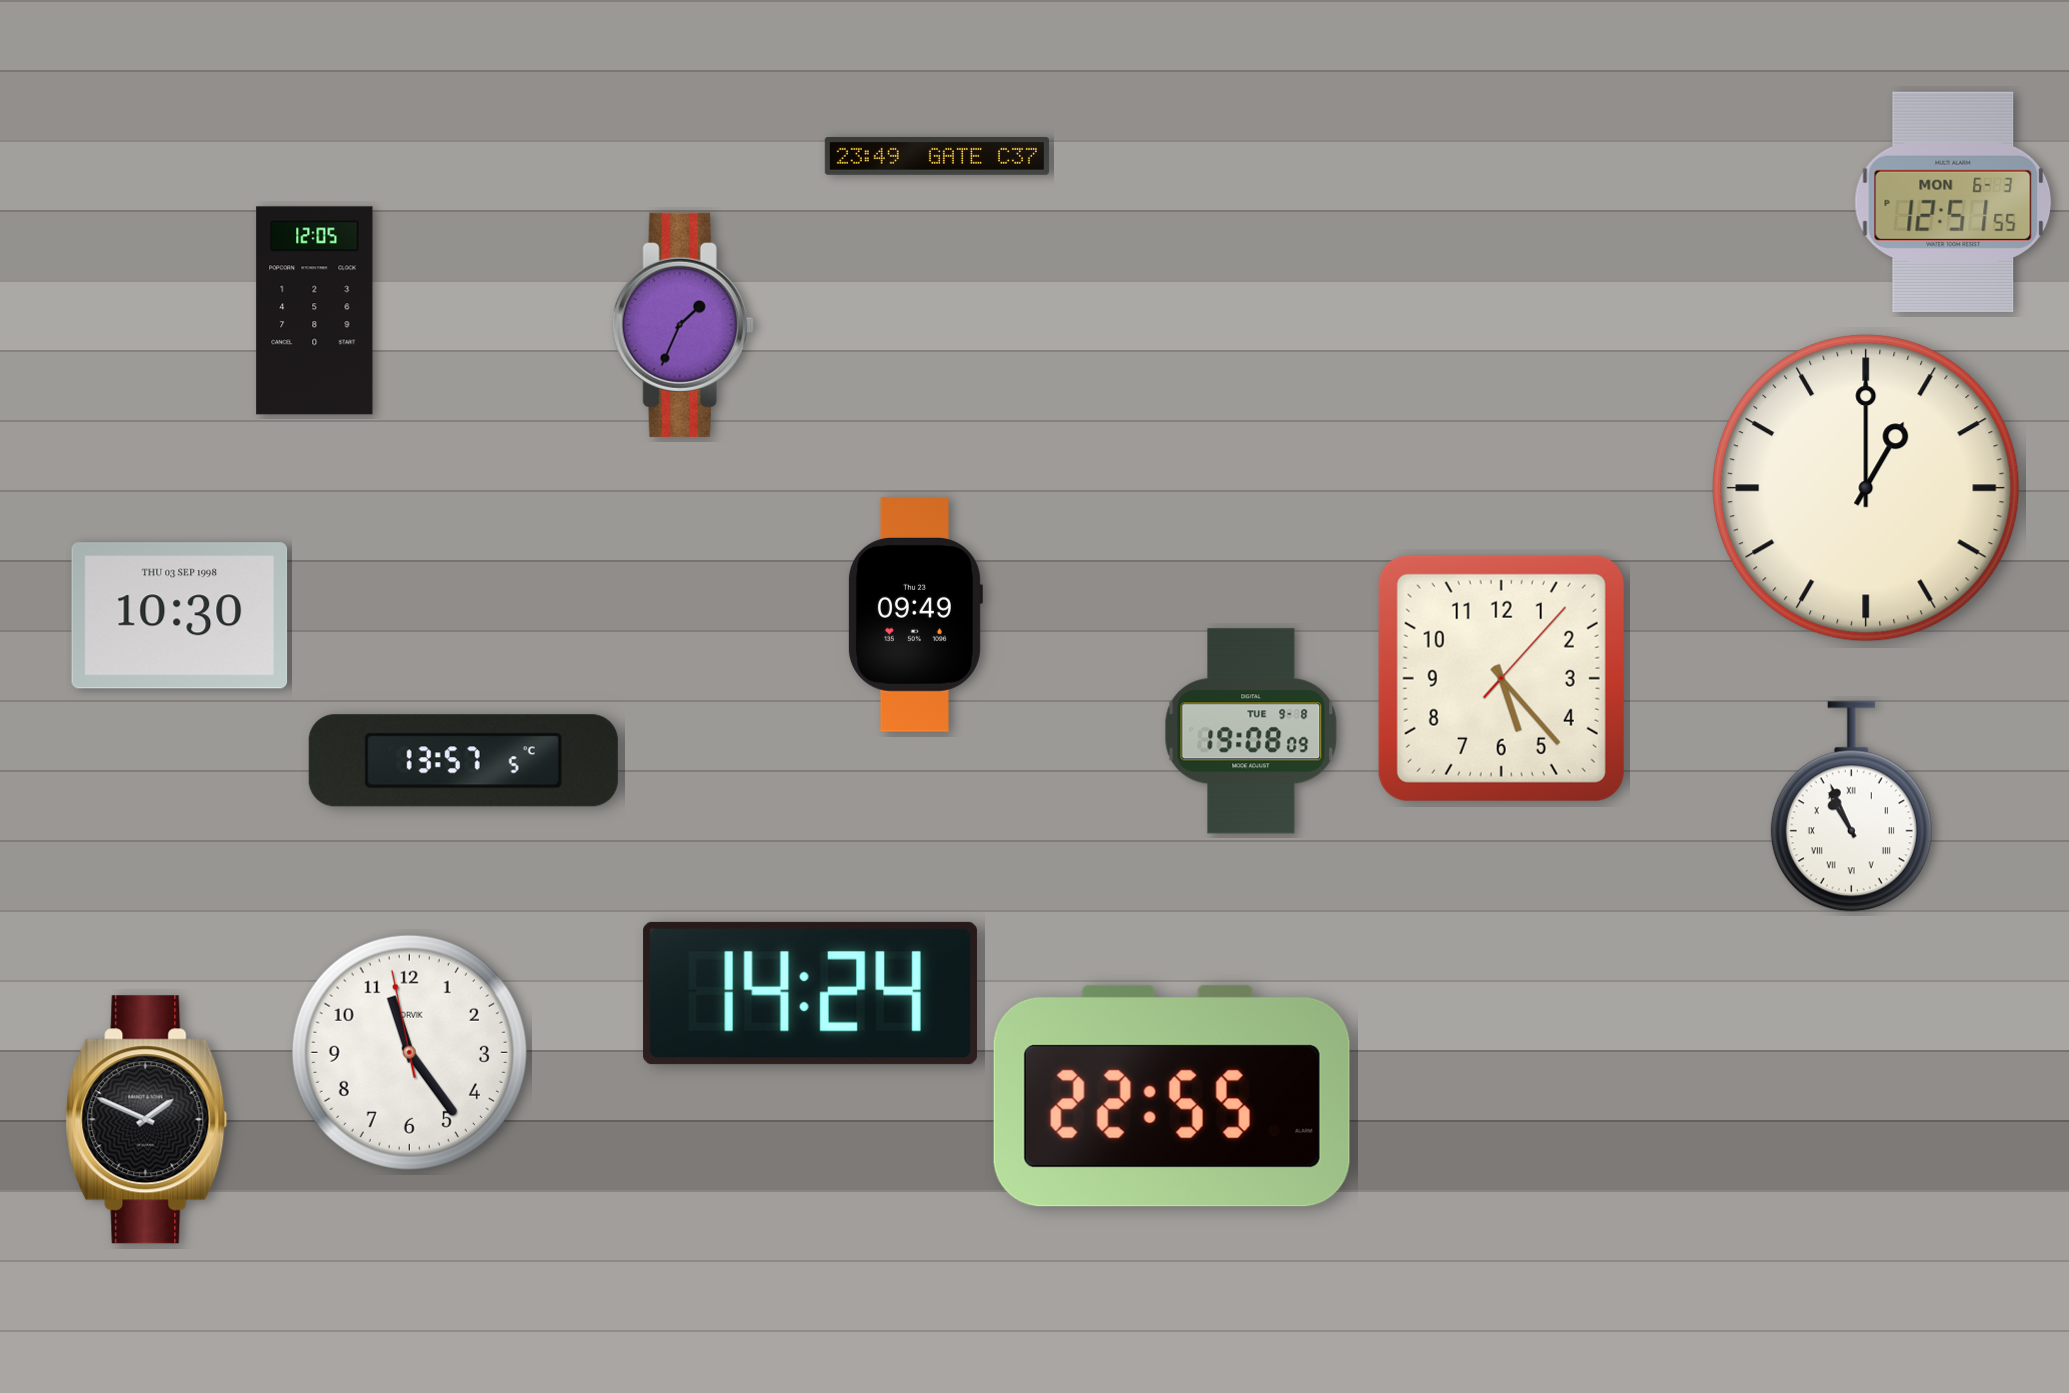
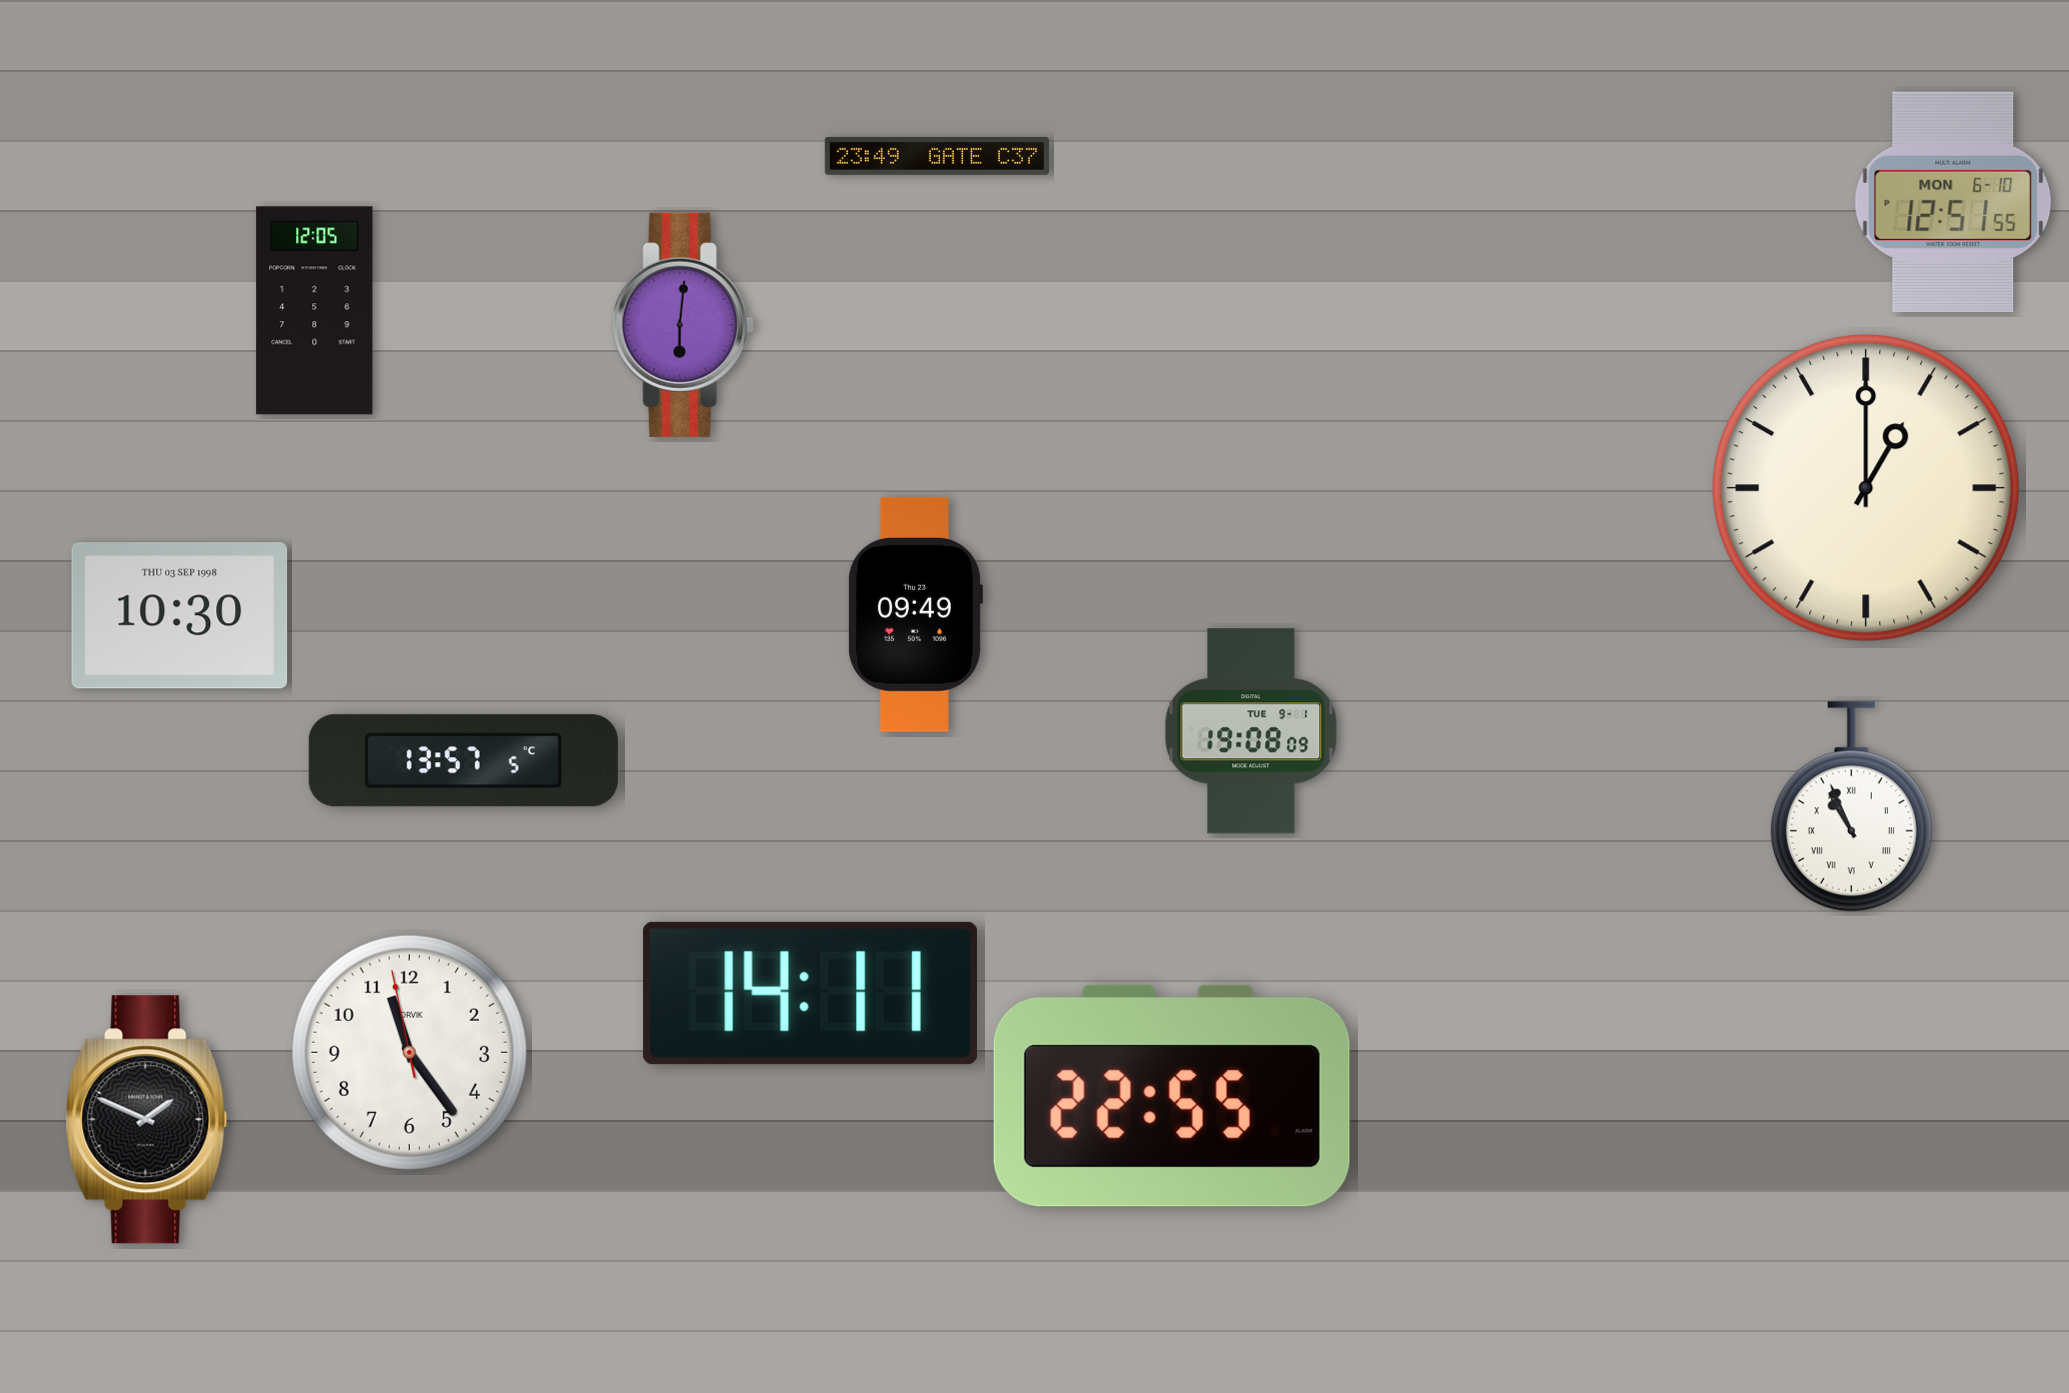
clock at (1953, 202) date: MON 6-3 -> MON 6-10
clock at (683, 325): 1:34 -> 6:01
clock at (1501, 678): 5:23 -> none
clock at (1251, 731) date: TUE 9-8 -> TUE 9-1
clock at (810, 993): 14:24 -> 14:11
